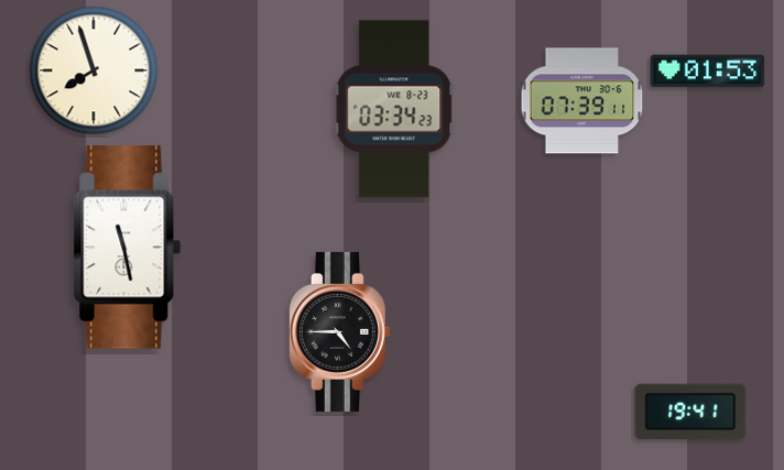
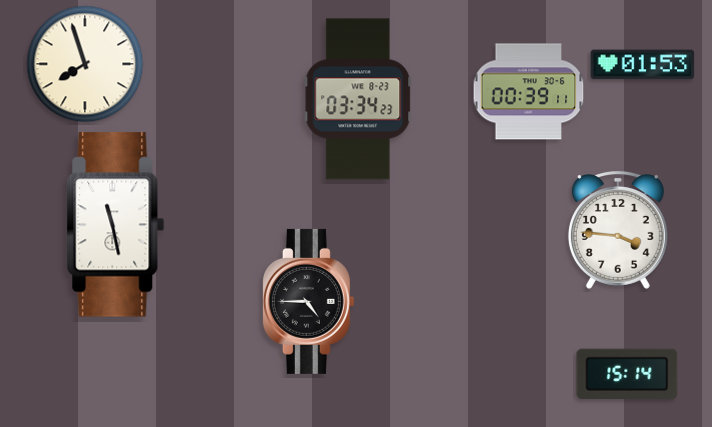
clock at (582, 101): 07:39 -> 00:39
clock at (618, 231): none -> 3:46
clock at (690, 412): 19:41 -> 15:14
